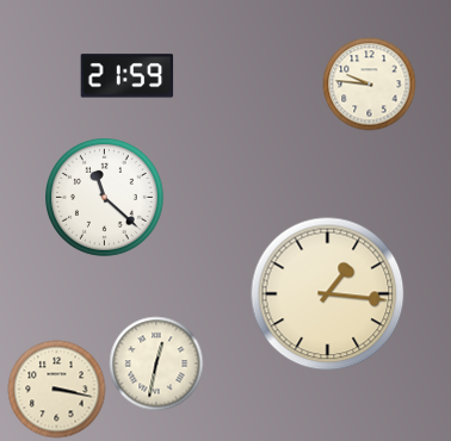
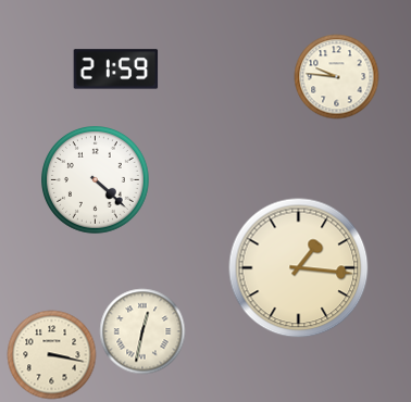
clock at (105, 198): 11:22 -> 4:22
